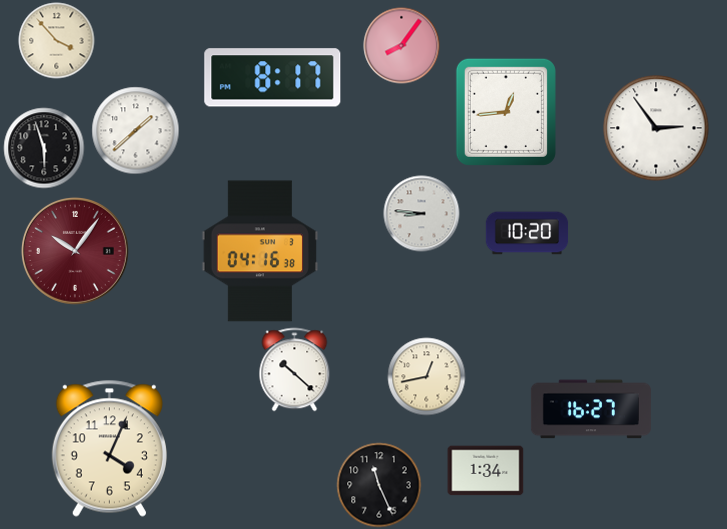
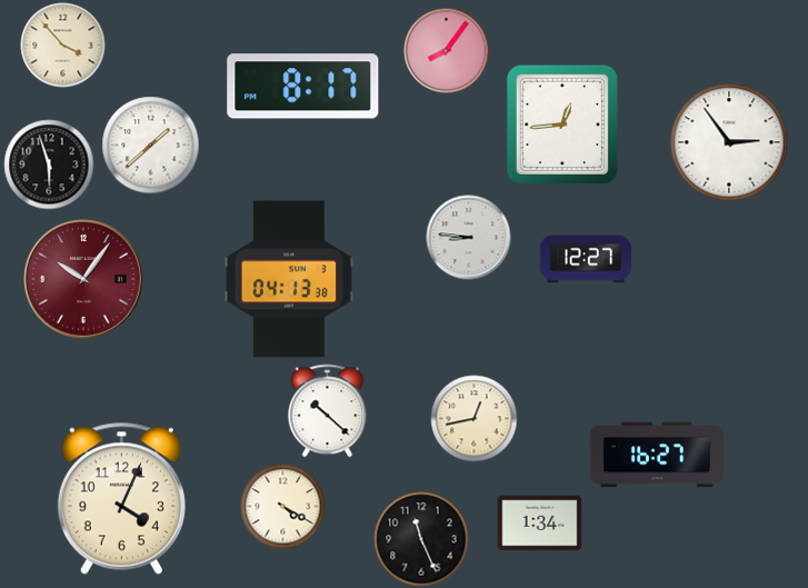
clock at (527, 233): 10:20 -> 12:27
clock at (259, 251): 04:16 -> 04:13
clock at (283, 507): none -> 4:20
